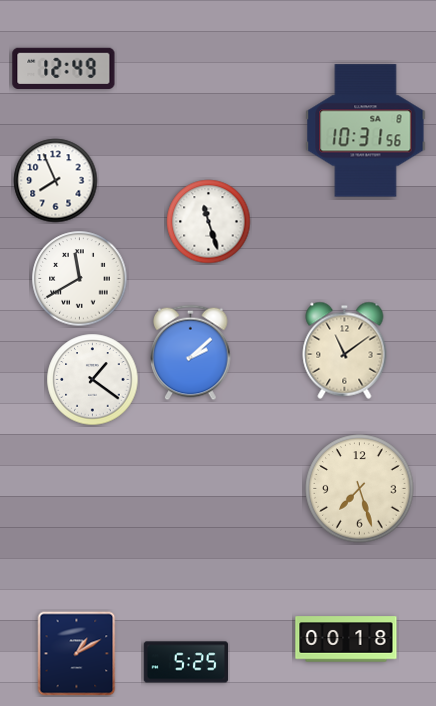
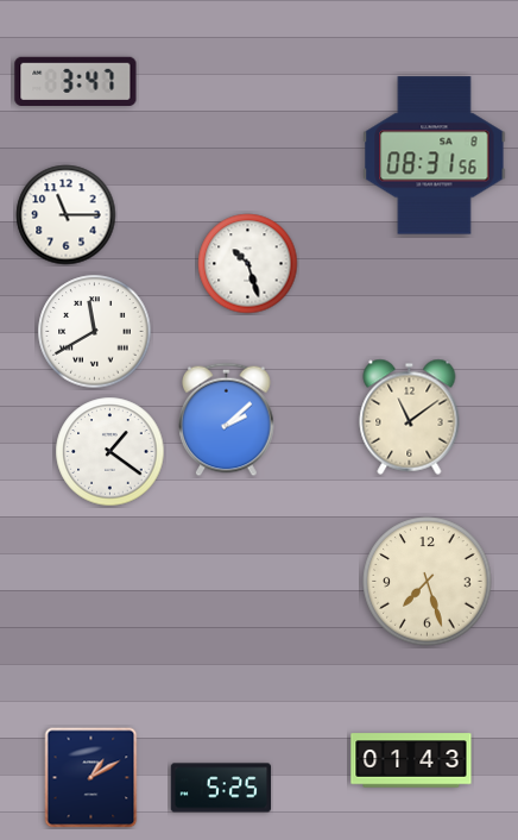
clock at (64, 68): 12:49 -> 3:47
clock at (366, 131): 10:31 -> 08:31
clock at (56, 181): 7:56 -> 11:15
clock at (209, 222): 11:27 -> 10:27
clock at (346, 639): 00:18 -> 01:43
